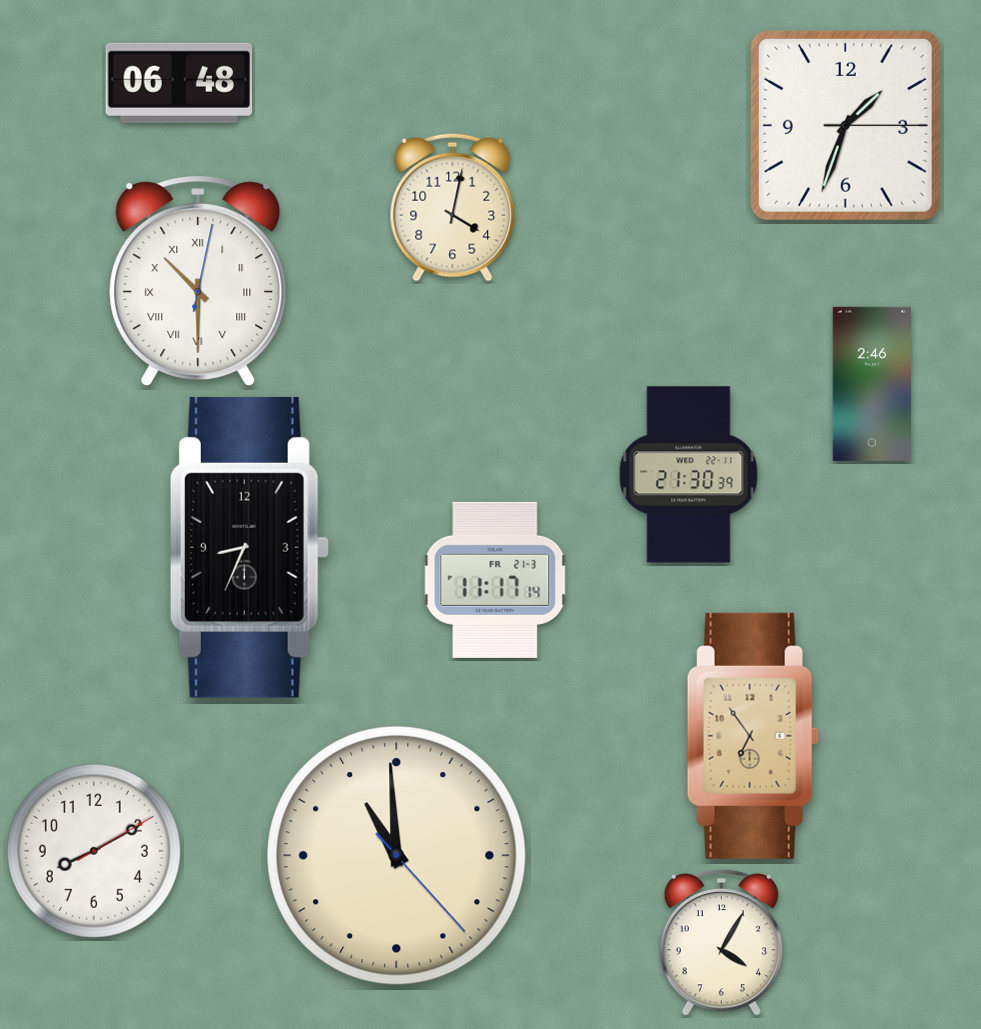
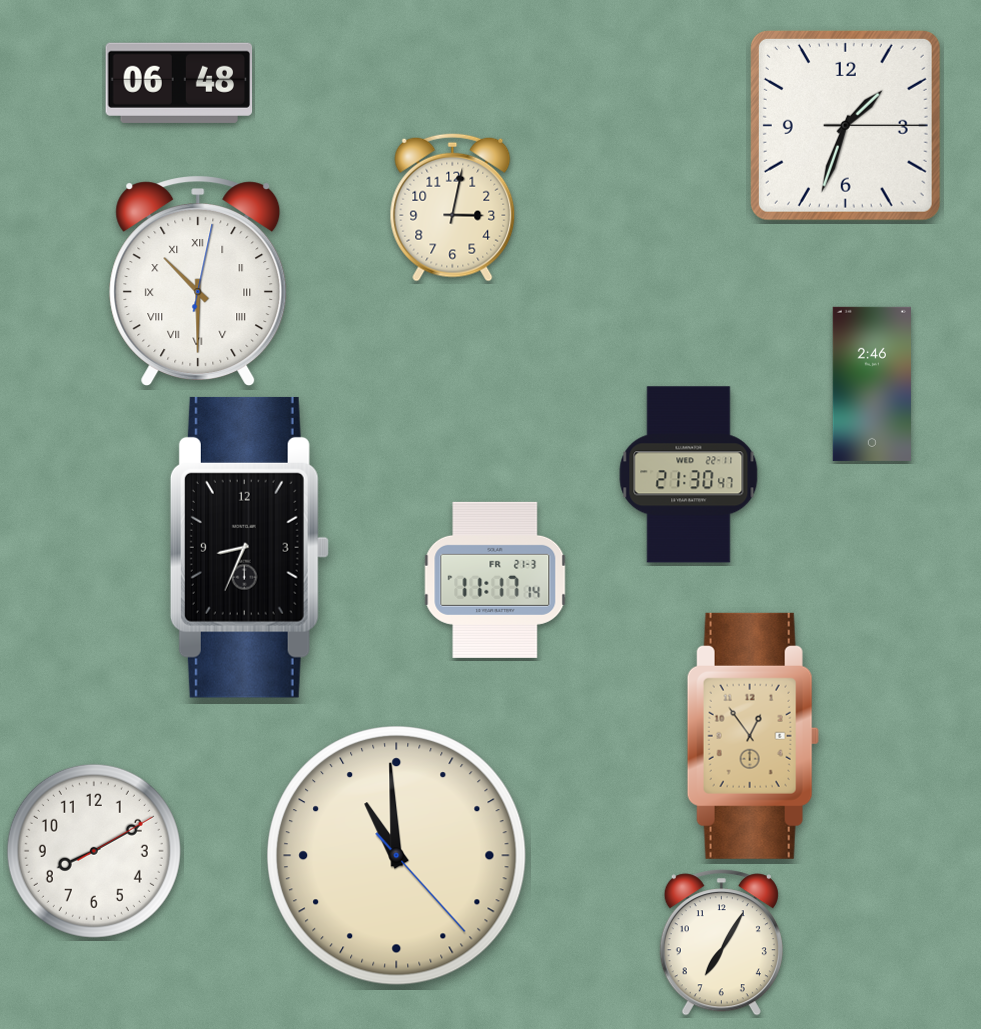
clock at (453, 207): 4:02 -> 3:02
clock at (689, 475): 21:30:39 -> 21:30:47
clock at (753, 736): 6:54 -> 12:54
clock at (721, 943): 4:05 -> 7:05
